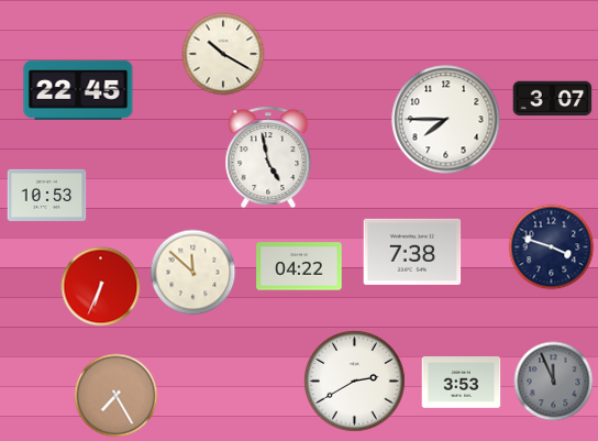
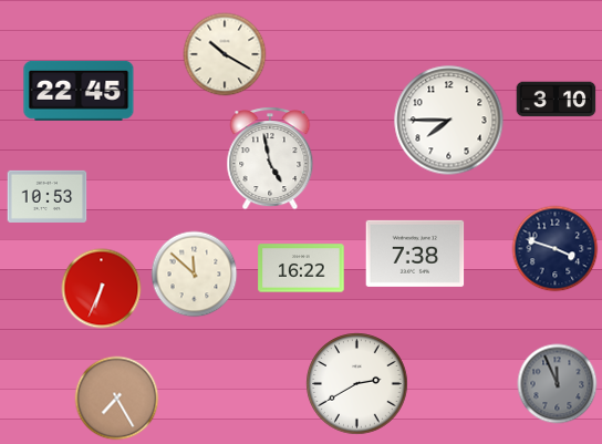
clock at (553, 99): 3:07 -> 3:10
clock at (299, 266): 04:22 -> 16:22
clock at (462, 383): 3:53 -> none
